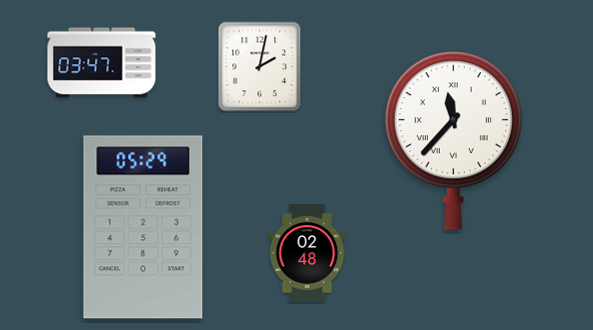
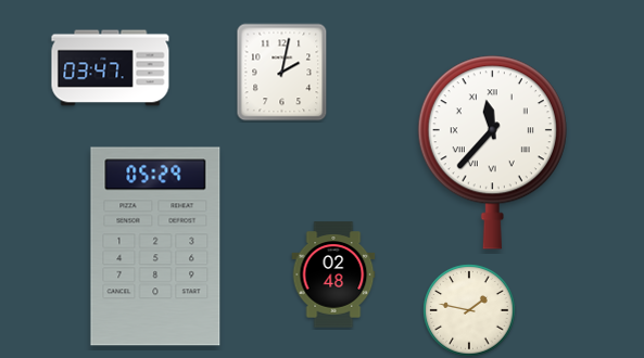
clock at (469, 310): none -> 1:47
